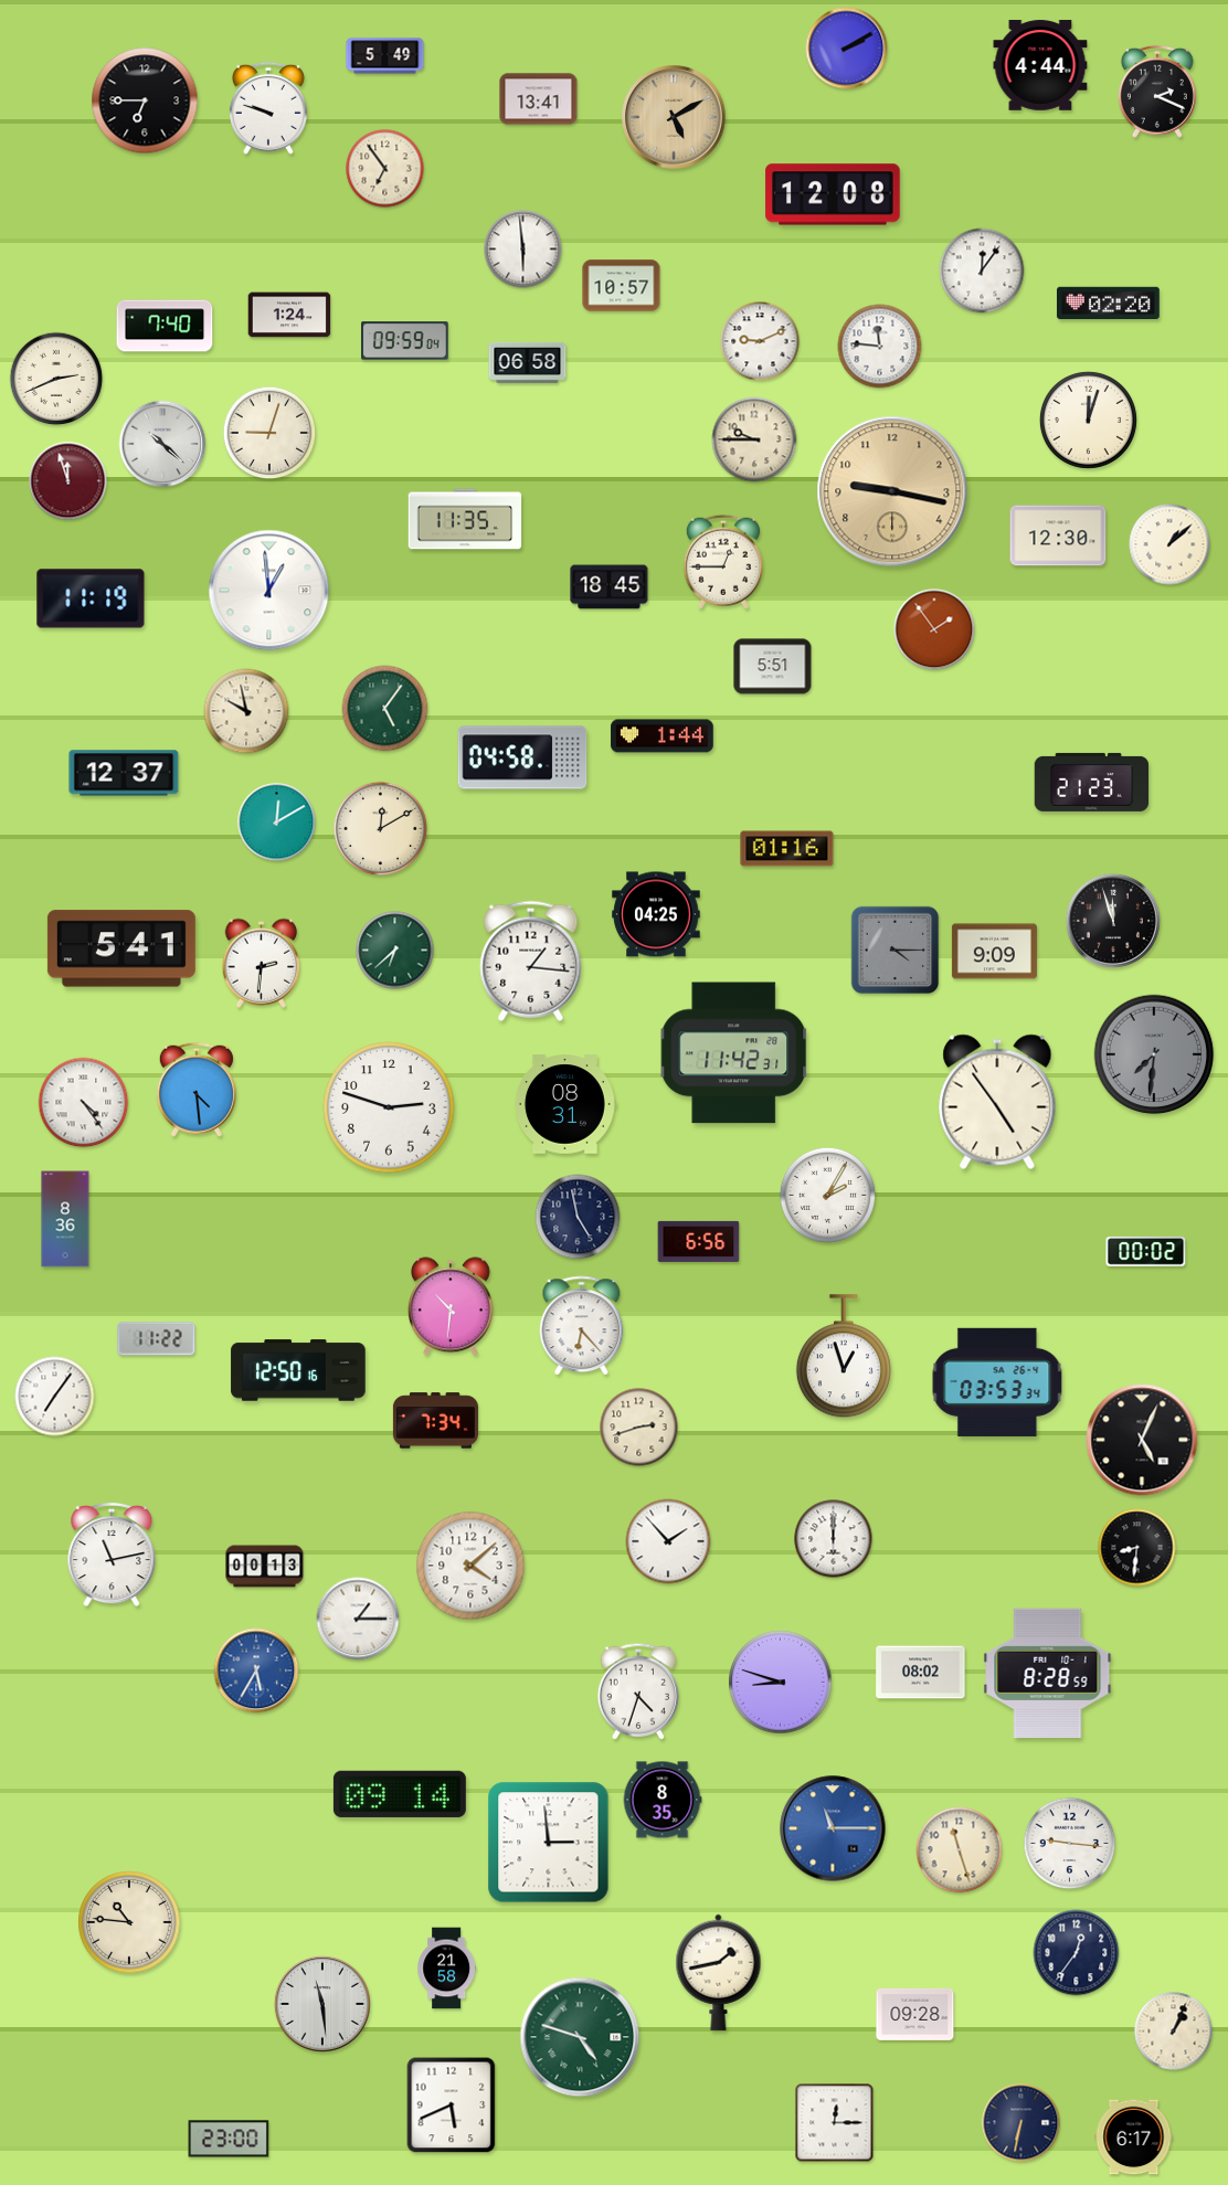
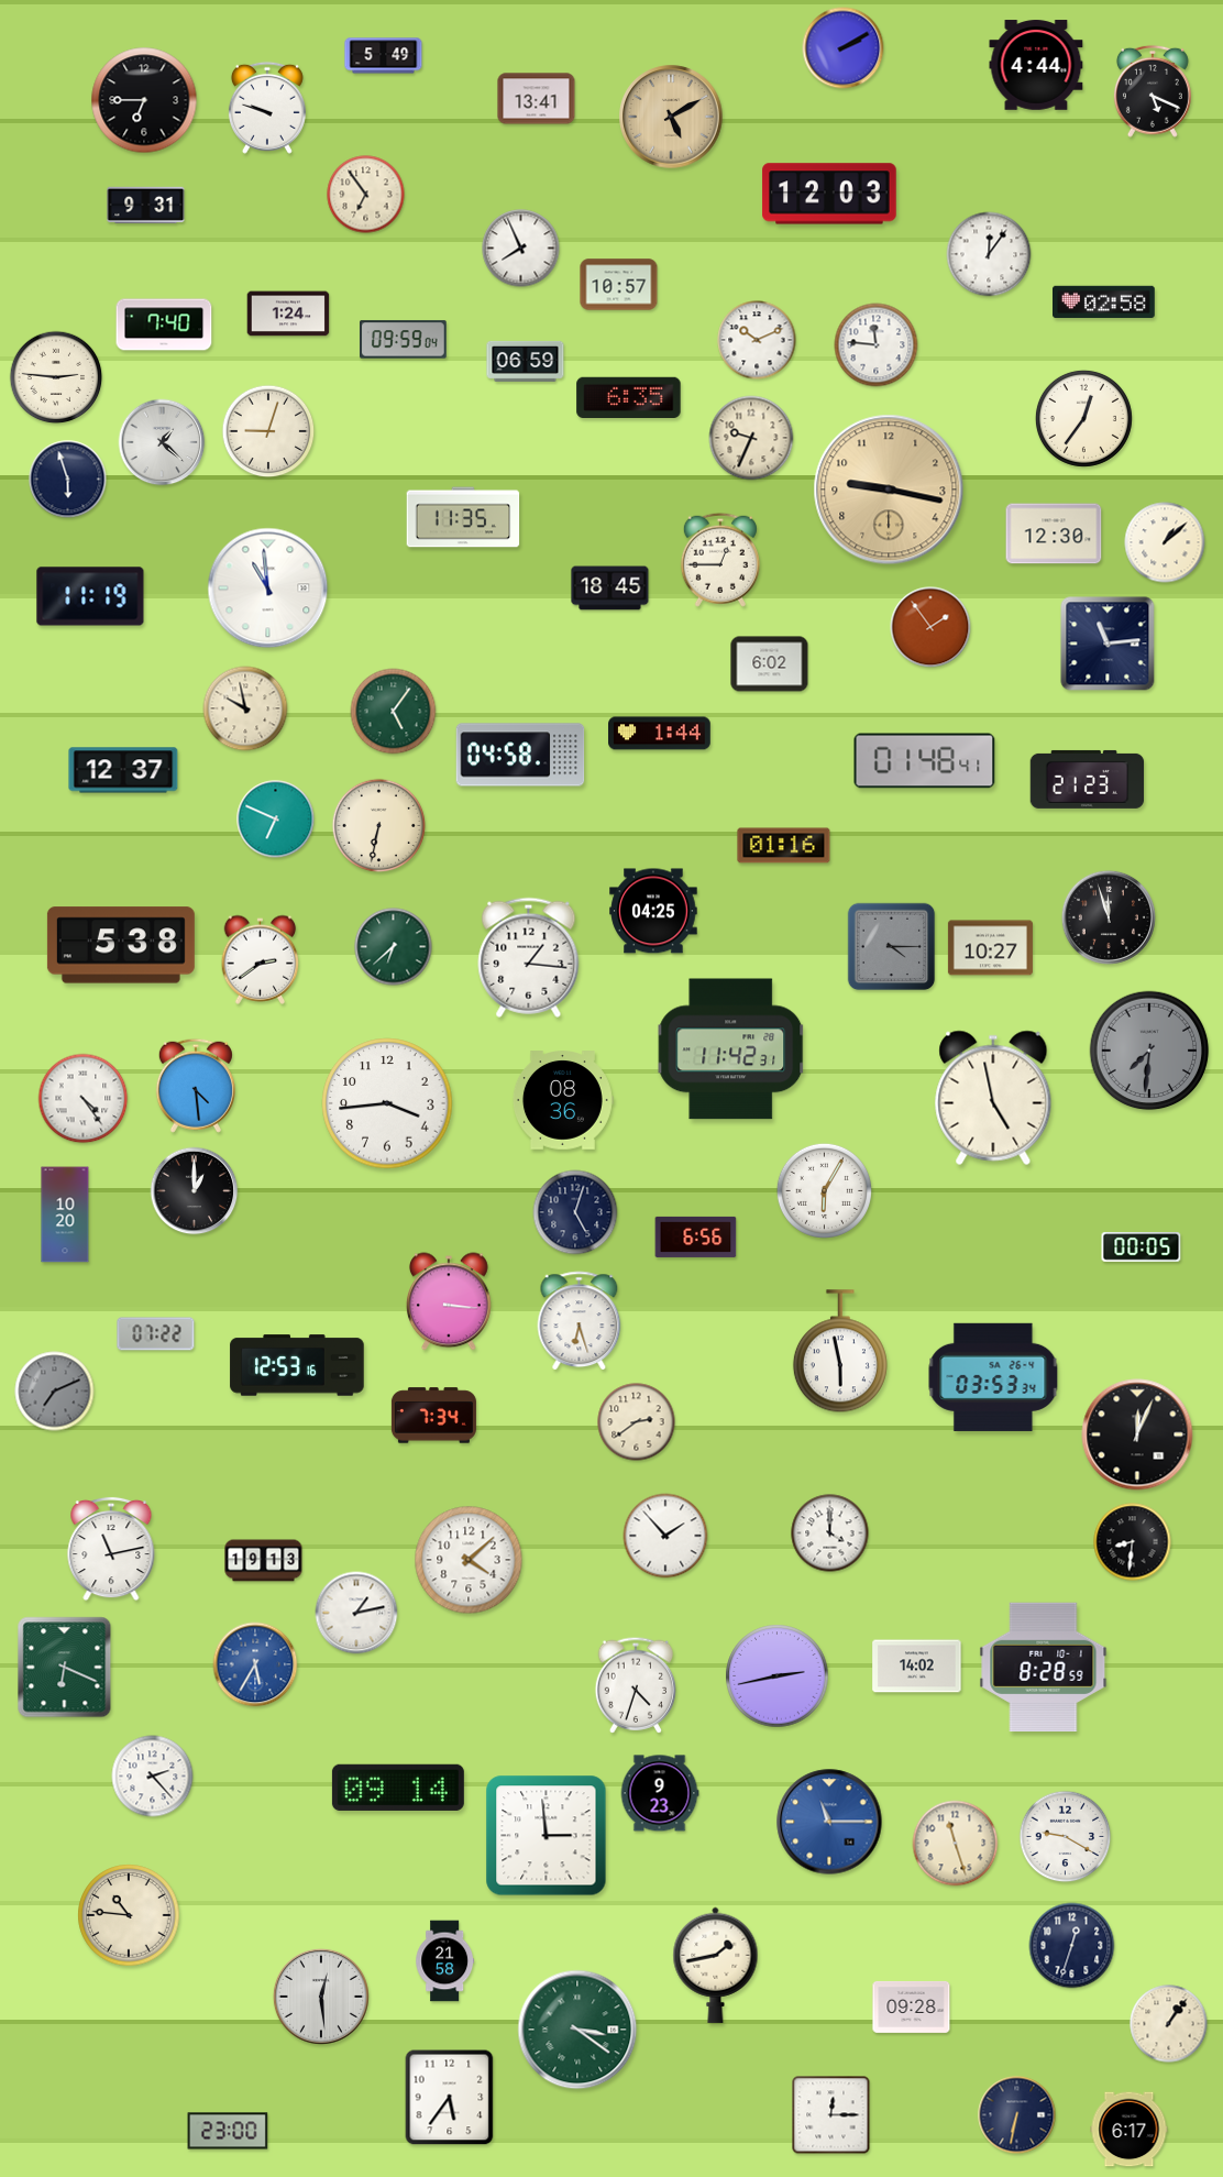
clock at (1157, 92): 2:19 -> 5:19
clock at (385, 169) position: (385, 169) -> (366, 195)
clock at (833, 194): 12:08 -> 12:03
clock at (146, 206): none -> 9:31
clock at (523, 250): 5:59 -> 7:56
clock at (982, 271) position: (982, 271) -> (989, 254)
clock at (1109, 304): 02:20 -> 02:58
clock at (760, 341): 9:11 -> 10:11
clock at (528, 362): 06:58 -> 06:59
clock at (56, 379): 2:41 -> 2:46
clock at (629, 397): none -> 6:35
clock at (1088, 420): 12:03 -> 12:36
clock at (754, 439): 9:45 -> 9:34
clock at (162, 444): 10:22 -> 1:22
clock at (68, 481): 11:57 -> 5:57
clock at (68, 481) dial: burgundy -> navy
clock at (610, 587) position: (610, 587) -> (610, 589)
clock at (269, 591): 12:59 -> 10:59
clock at (1108, 644): none -> 11:14
clock at (773, 667): 5:51 -> 6:02
clock at (385, 709) position: (385, 709) -> (394, 712)
clock at (925, 761): none -> 01:48
clock at (277, 823): 12:10 -> 6:49
clock at (381, 829): 12:10 -> 6:32
clock at (121, 948): 5:41 -> 5:38
clock at (994, 952): 9:09 -> 10:27
clock at (262, 963): 2:31 -> 2:39
clock at (997, 1102): 4:54 -> 4:58
clock at (564, 1104): 08:31 -> 08:36
clock at (389, 1107): 2:48 -> 3:44
clock at (827, 1195): 2:05 -> 6:05
clock at (195, 1191): none -> 1:00
clock at (578, 1217): 4:58 -> 5:03
clock at (65, 1219): 8:36 -> 10:20
clock at (1146, 1252): 00:02 -> 00:05
clock at (451, 1306): 10:31 -> 3:16
clock at (582, 1326): 6:23 -> 6:27
clock at (157, 1339): 11:22 -> 07:22
clock at (844, 1357): 12:57 -> 5:58
clock at (298, 1370): 12:50 -> 12:53
clock at (55, 1397): 7:06 -> 7:11
clock at (55, 1397) dial: white -> grey
clock at (639, 1428): 2:42 -> 2:39
clock at (1142, 1440): 5:04 -> 12:04
clock at (834, 1539): 6:00 -> 4:00
clock at (265, 1567): 00:13 -> 19:13
clock at (358, 1619): 1:15 -> 1:13
clock at (921, 1673): 08:02 -> 14:02
clock at (65, 1668): none -> 6:19
clock at (781, 1683): 8:48 -> 2:43
clock at (153, 1777): none -> 2:23
clock at (663, 1800): 8:35 -> 9:23
clock at (1070, 1844): 9:16 -> 9:20
clock at (1077, 1953): 12:36 -> 12:33
clock at (322, 2004): 11:29 -> 12:29
clock at (1174, 2032): 1:04 -> 1:06
clock at (580, 2037): 4:48 -> 3:21
clock at (452, 2106): 5:41 -> 5:36
